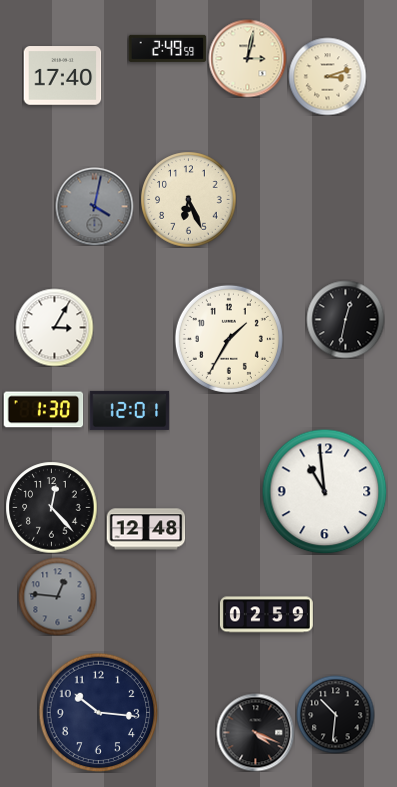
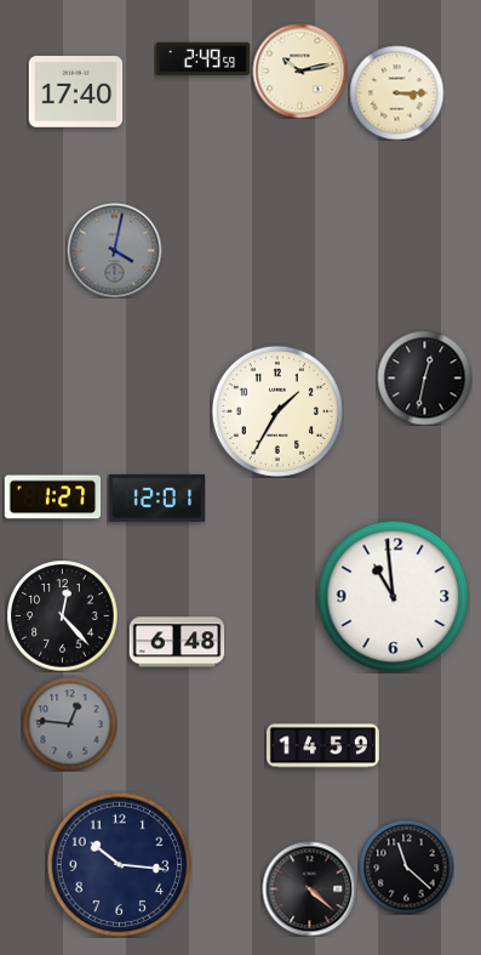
clock at (247, 58): 3:02 -> 10:13
clock at (327, 76): 3:12 -> 3:15
clock at (188, 199): 6:26 -> none
clock at (345, 319) position: (345, 319) -> (424, 377)
clock at (54, 327): 3:05 -> none
clock at (43, 410): 1:30 -> 1:27
clock at (146, 529): 12:48 -> 6:48
clock at (266, 615): 02:59 -> 14:59
clock at (335, 714): 10:31 -> 11:22
clock at (255, 732): 4:19 -> 4:22
